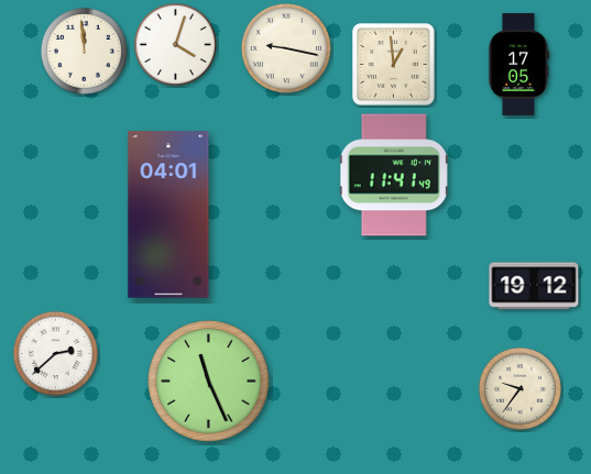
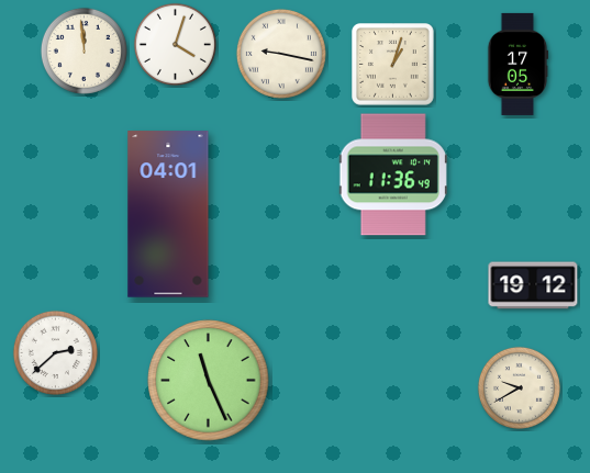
clock at (286, 48) position: (286, 48) -> (281, 54)
clock at (394, 65): 12:59 -> 1:03
clock at (394, 175): 11:41 -> 11:36
clock at (519, 388): 9:36 -> 9:40
